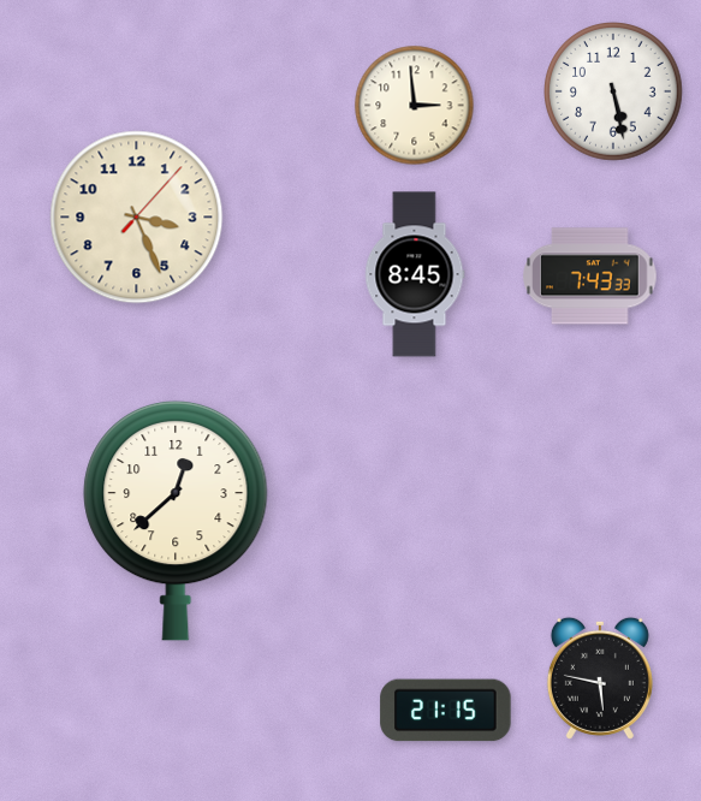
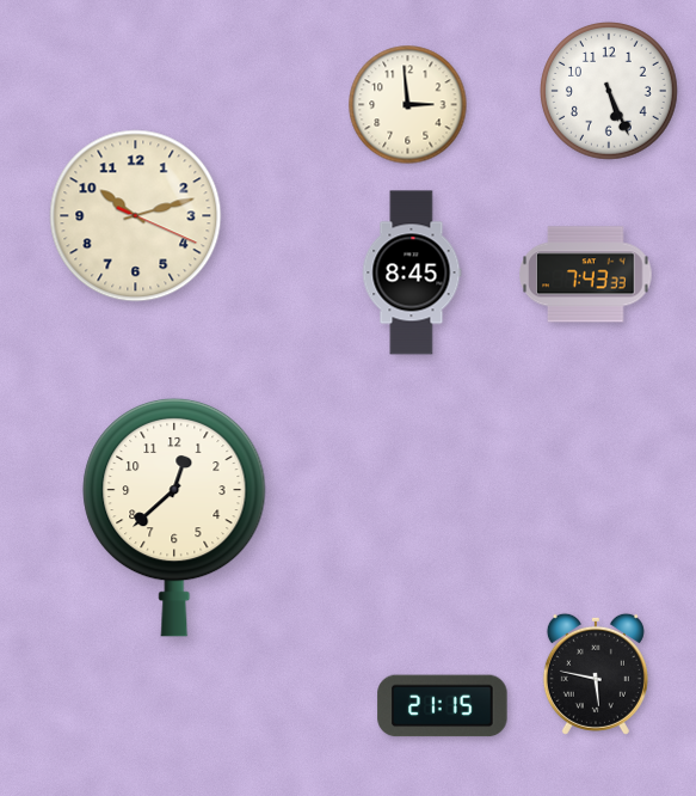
clock at (613, 91): 5:28 -> 5:26
clock at (415, 106) position: (415, 106) -> (408, 105)
clock at (137, 218): 3:26 -> 10:12
